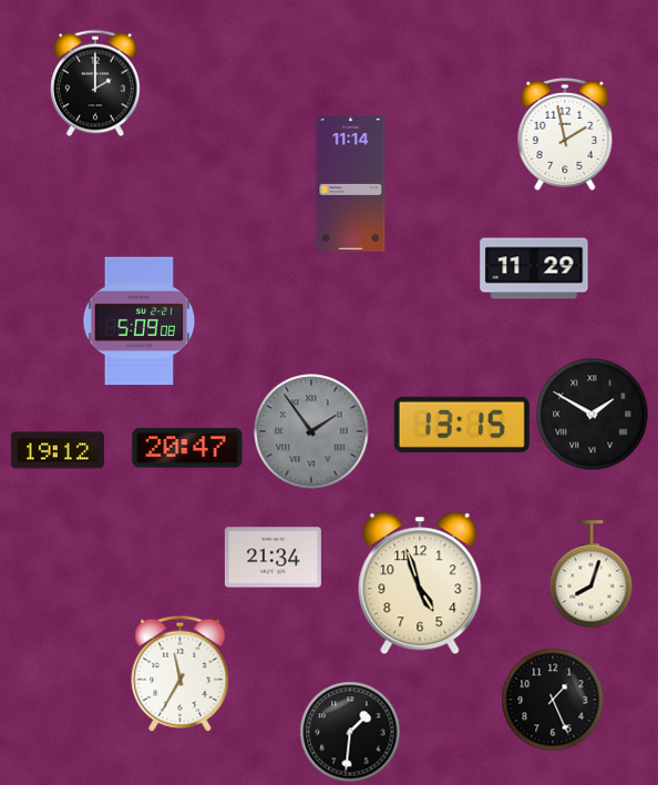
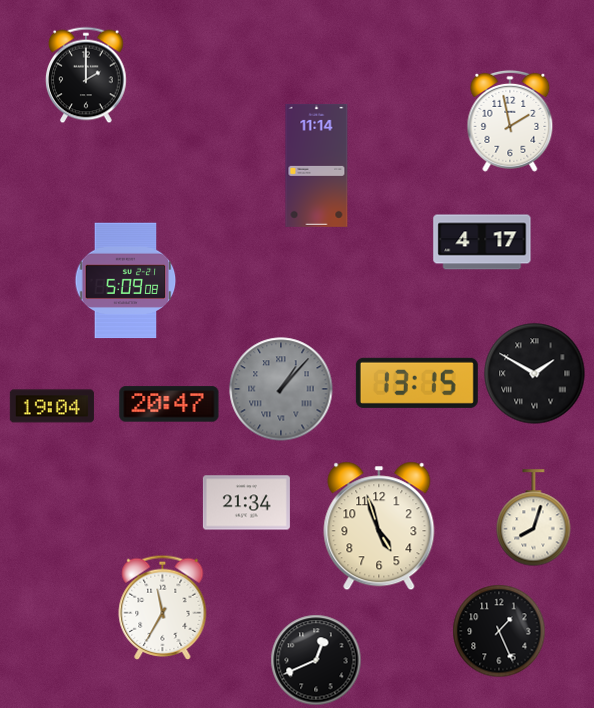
clock at (534, 268): 11:29 -> 4:17
clock at (140, 322) position: (140, 322) -> (126, 281)
clock at (311, 431): 1:54 -> 1:07
clock at (58, 450): 19:12 -> 19:04
clock at (350, 732): 1:31 -> 12:41
